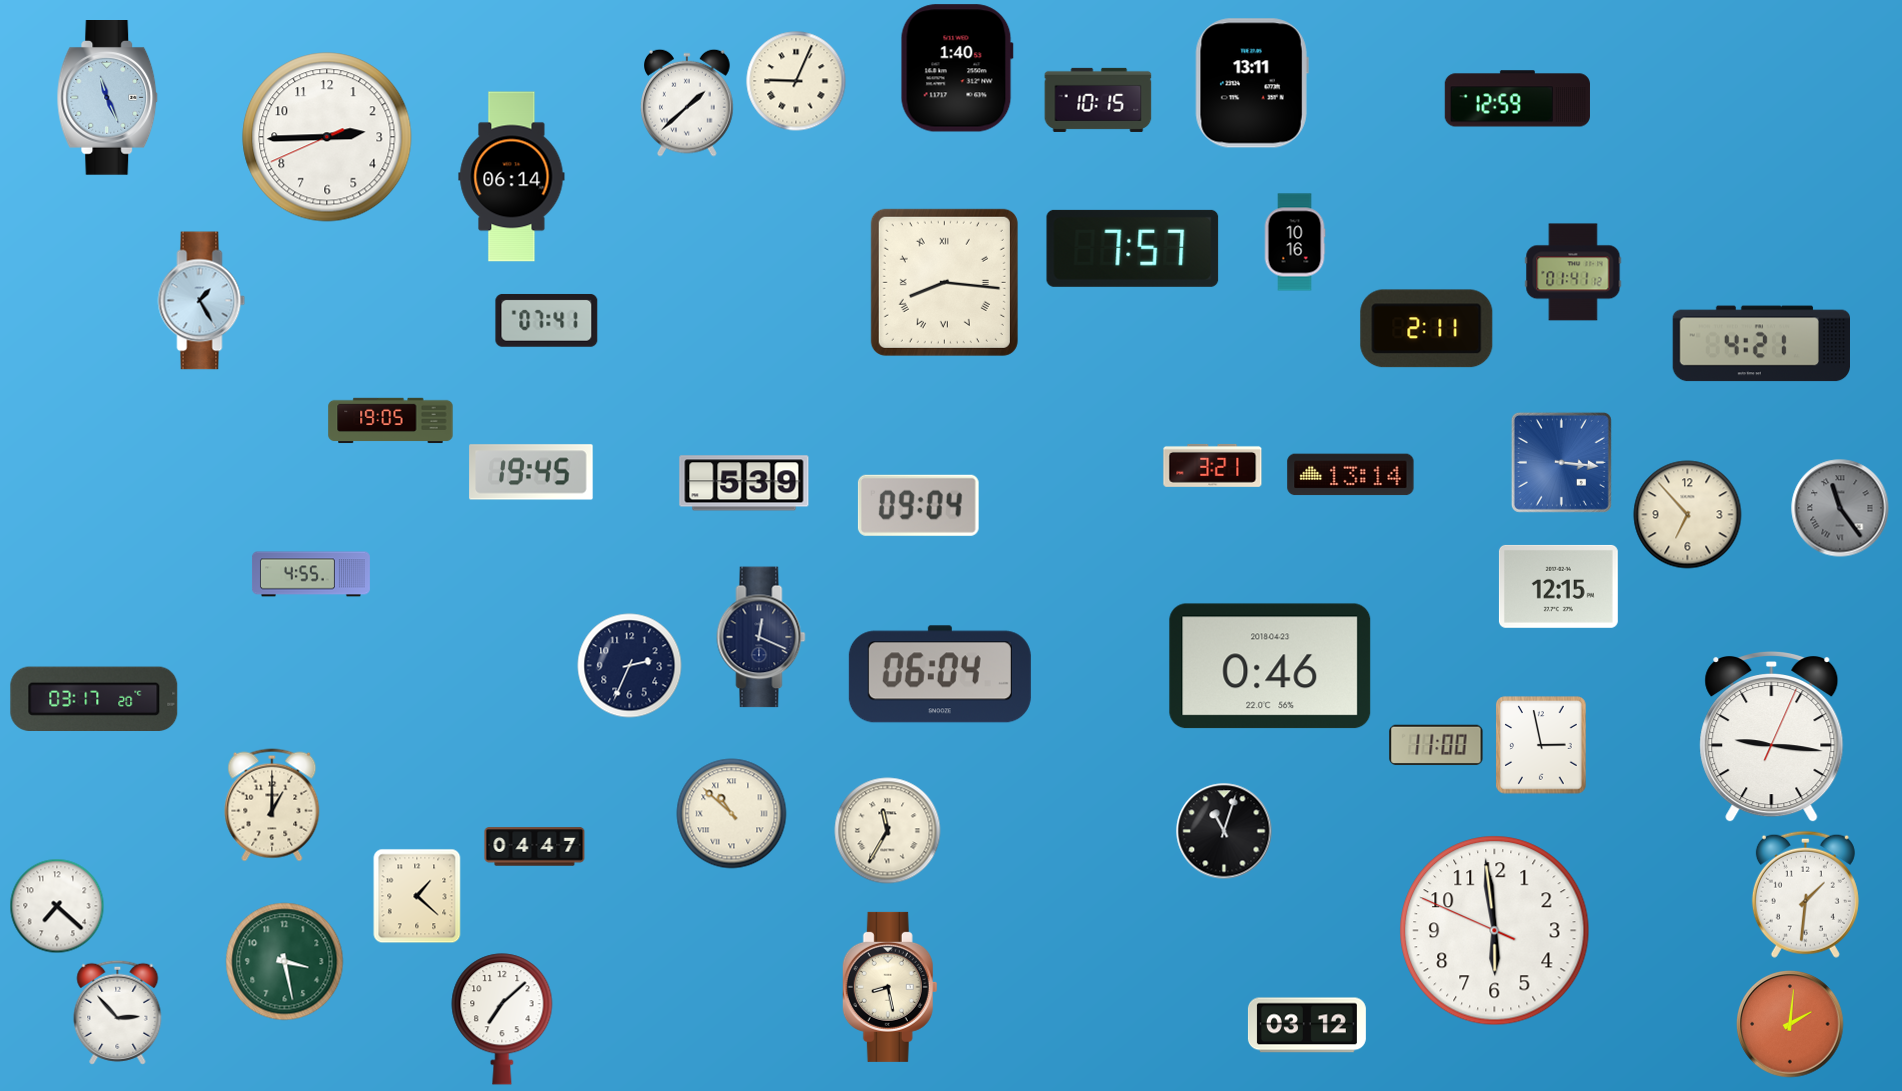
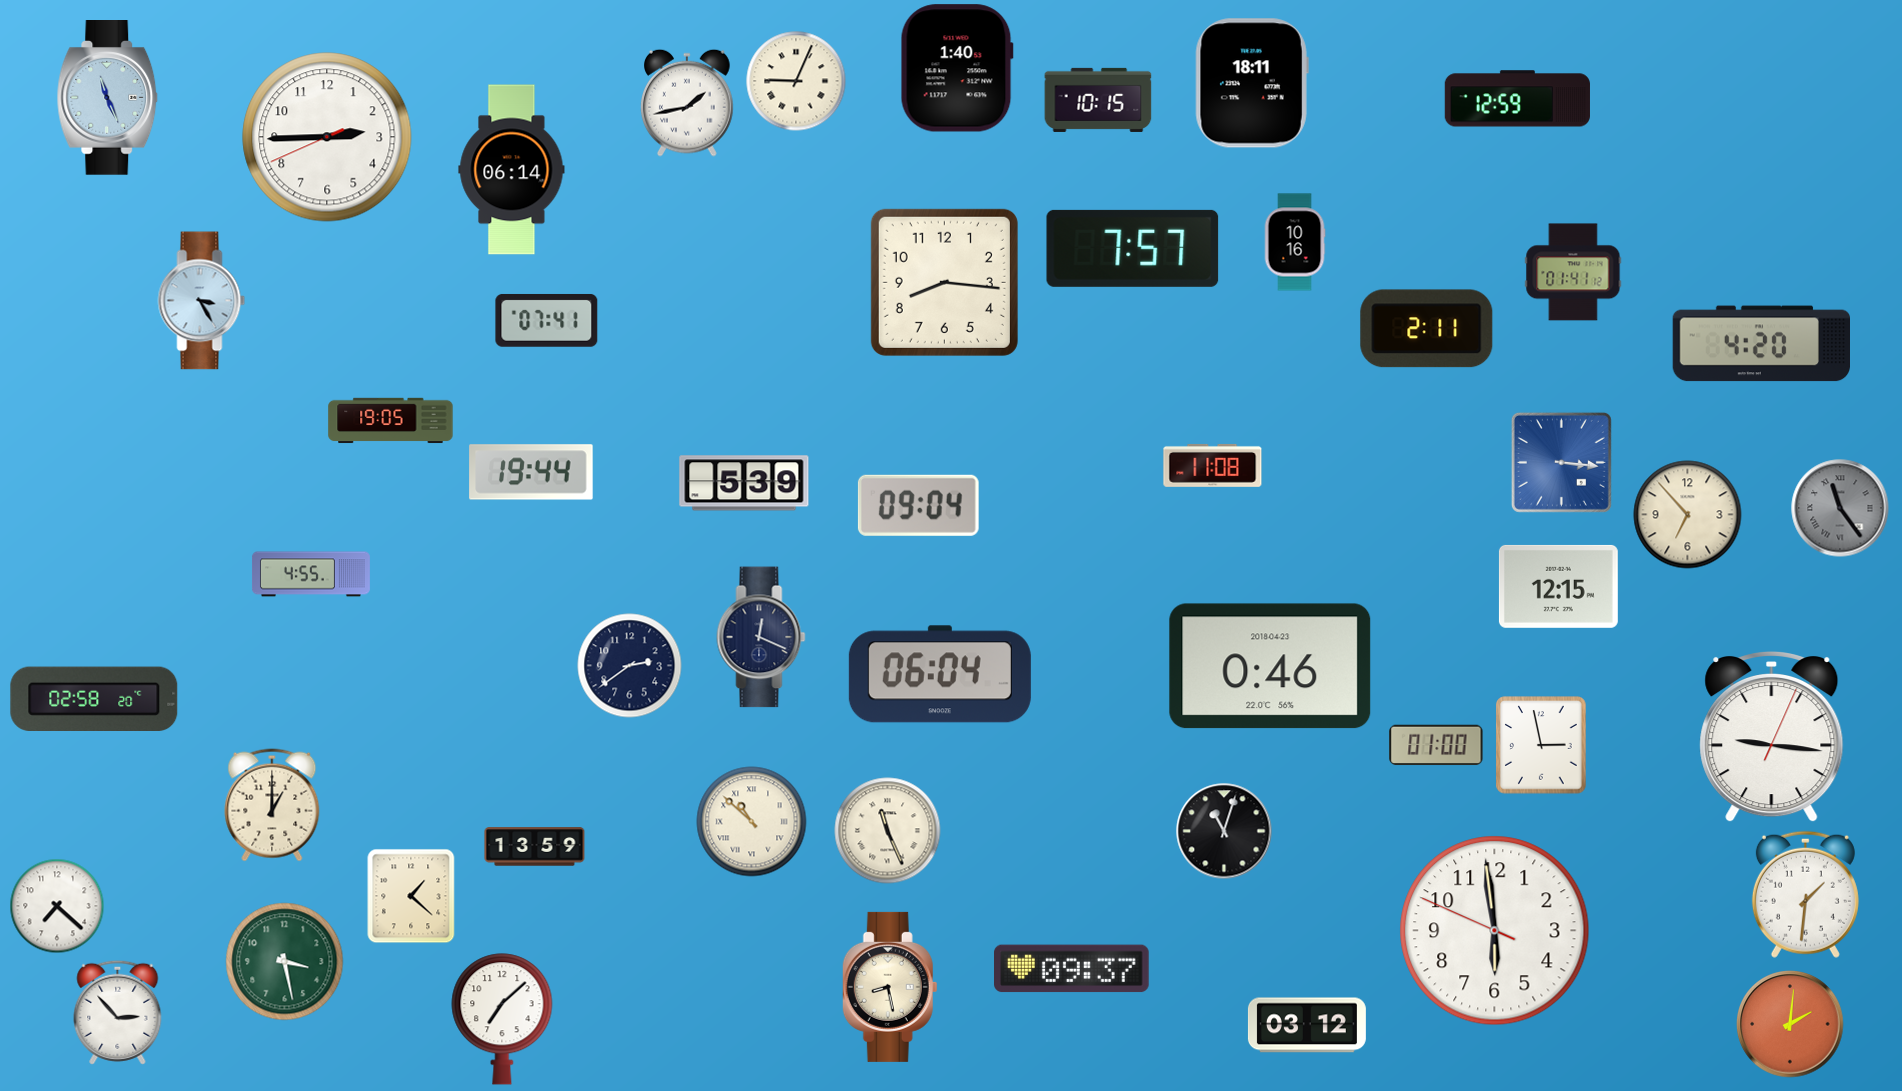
clock at (1252, 83): 13:11 -> 18:11
clock at (688, 103): 1:38 -> 1:43
clock at (512, 177) position: (512, 177) -> (512, 170)
clock at (944, 282) numerals: Roman -> Arabic
clock at (202, 301): 1:25 -> 3:25
clock at (1761, 344): 4:21 -> 4:20
clock at (1213, 465): 3:21 -> 11:08
clock at (531, 472): 19:45 -> 19:44
clock at (1351, 475): 13:14 -> none
clock at (630, 666): 2:34 -> 2:39
clock at (94, 699): 03:17 -> 02:58
clock at (1436, 745): 11:00 -> 01:00
clock at (732, 814) position: (732, 814) -> (752, 822)
clock at (888, 831): 11:35 -> 11:26
clock at (535, 847): 04:47 -> 13:59
clock at (417, 896) position: (417, 896) -> (411, 896)
clock at (1072, 969): none -> 09:37
